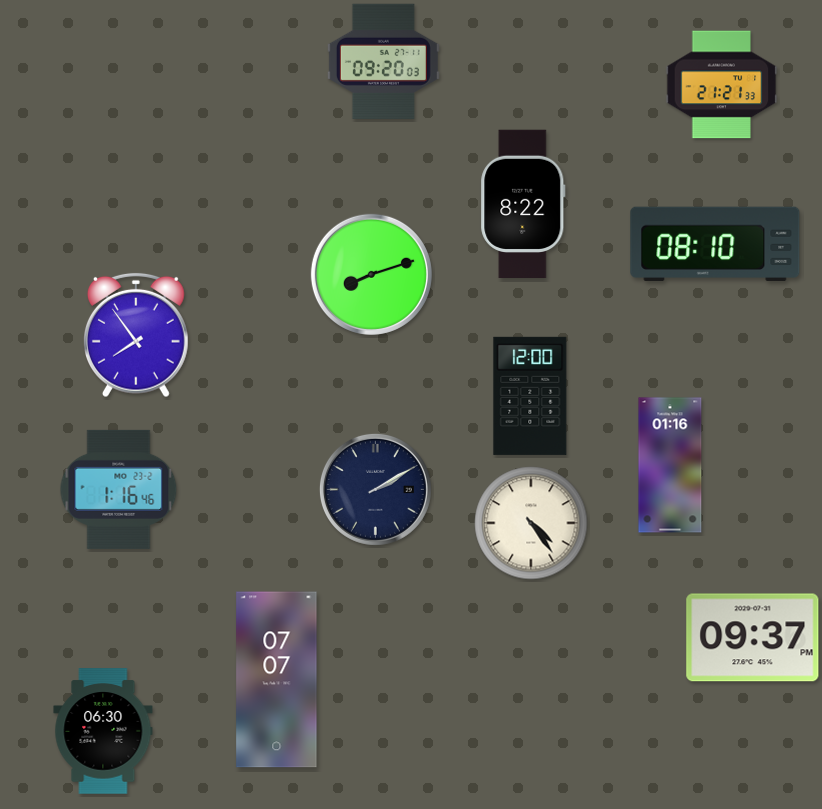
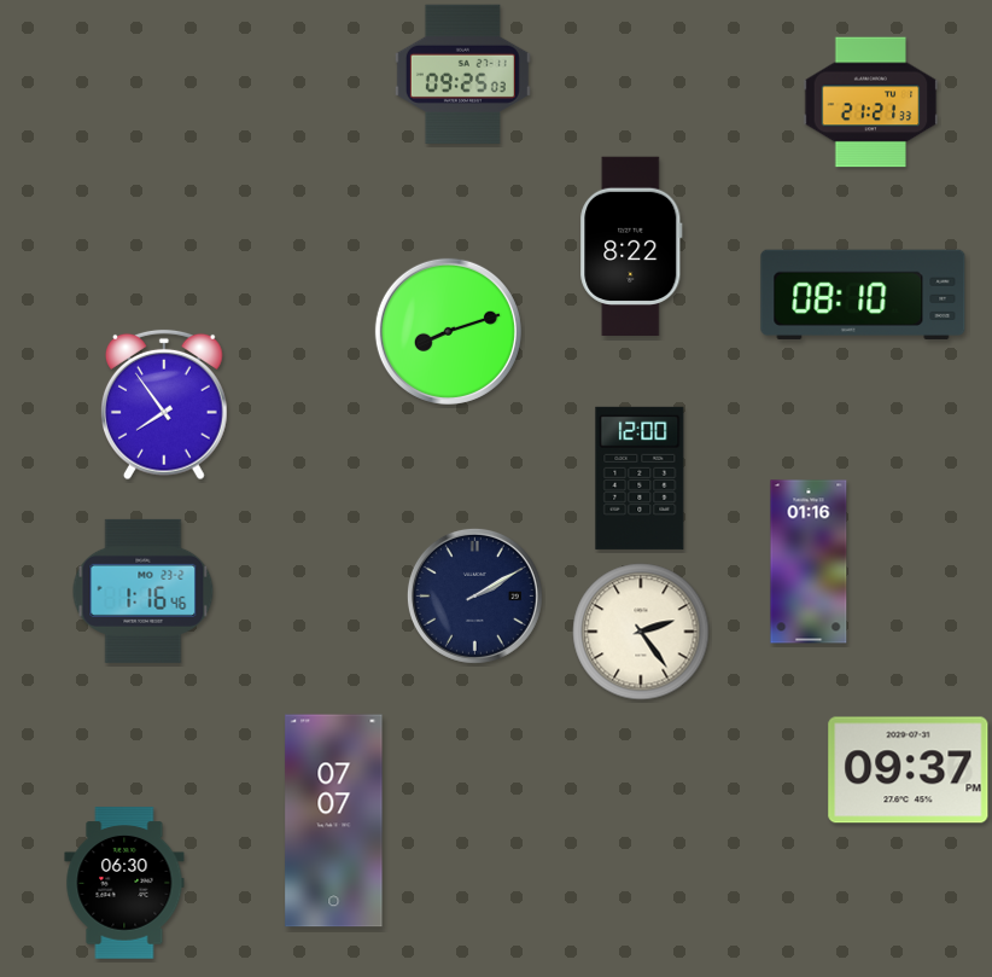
clock at (383, 61): 09:20 -> 09:25
clock at (375, 489) position: (375, 489) -> (474, 595)
clock at (531, 523): 4:24 -> 2:24
